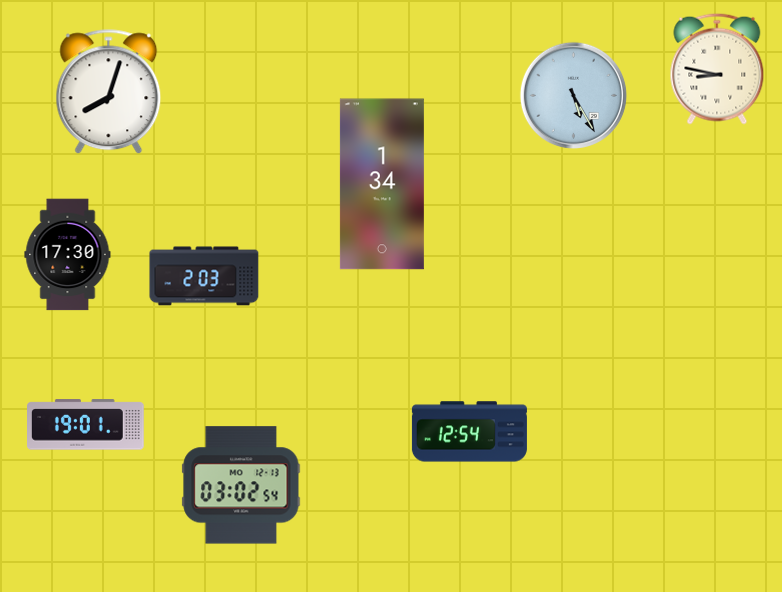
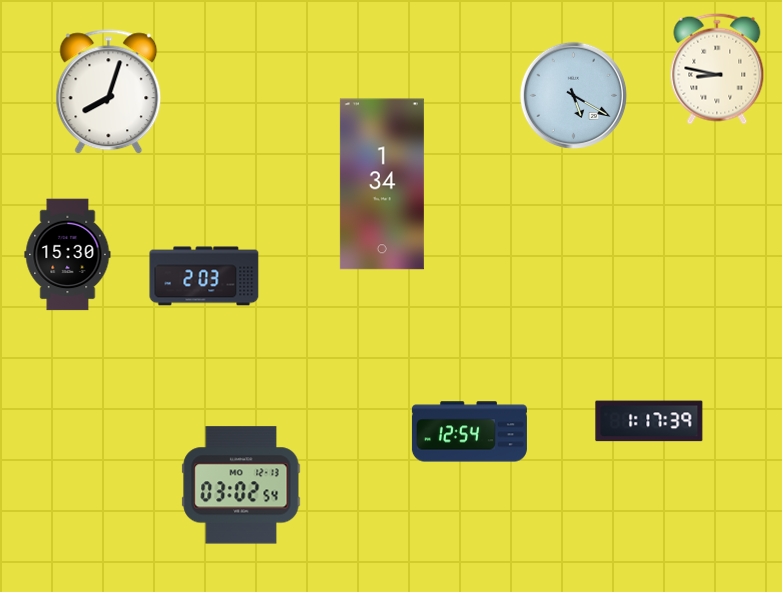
clock at (573, 95): 5:25 -> 5:20
clock at (68, 255): 17:30 -> 15:30
clock at (649, 421): none -> 1:17
clock at (86, 425): 19:01 -> none
